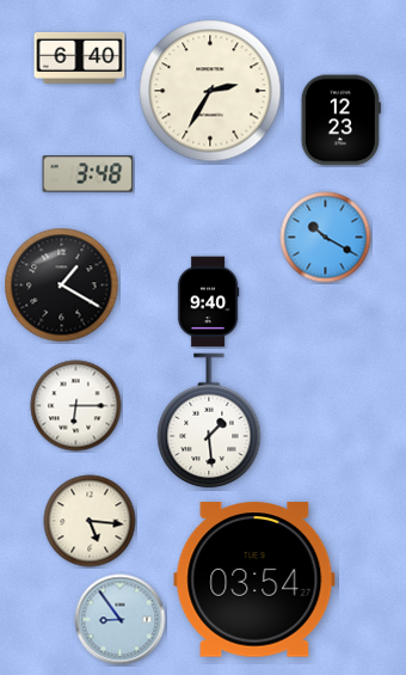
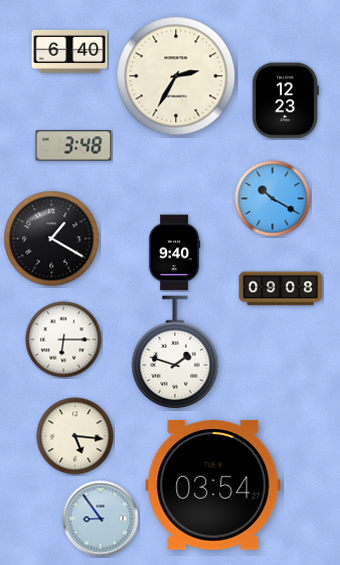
clock at (80, 57) position: (80, 57) -> (70, 51)
clock at (280, 289): none -> 09:08
clock at (209, 422): 1:29 -> 1:48
